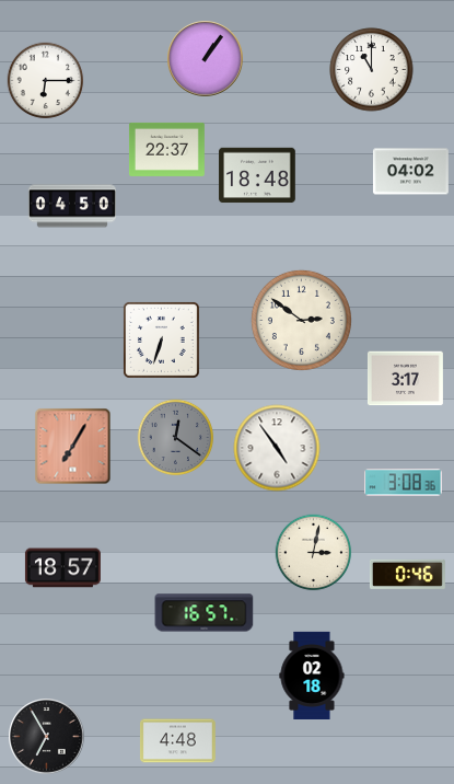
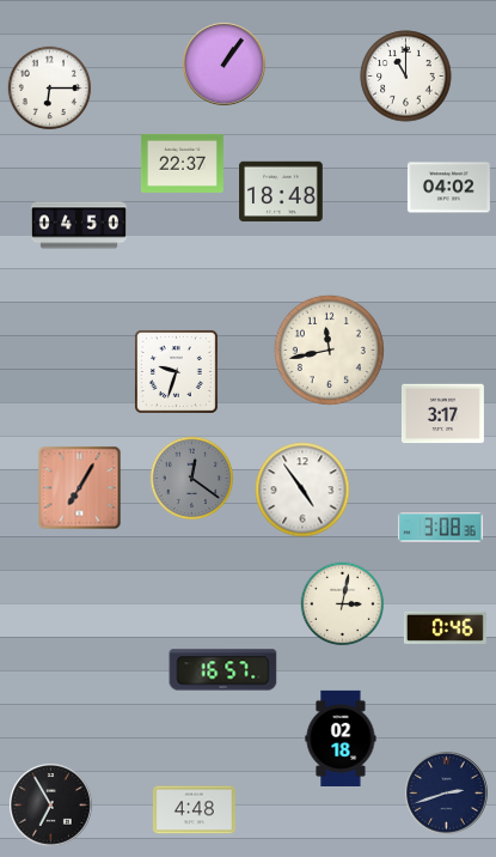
clock at (301, 320): 2:51 -> 11:43
clock at (161, 339): 6:33 -> 9:33
clock at (62, 568): 18:57 -> none
clock at (447, 794): none -> 2:42
